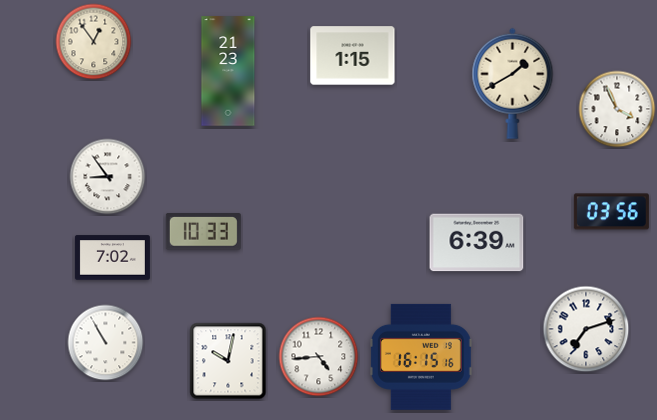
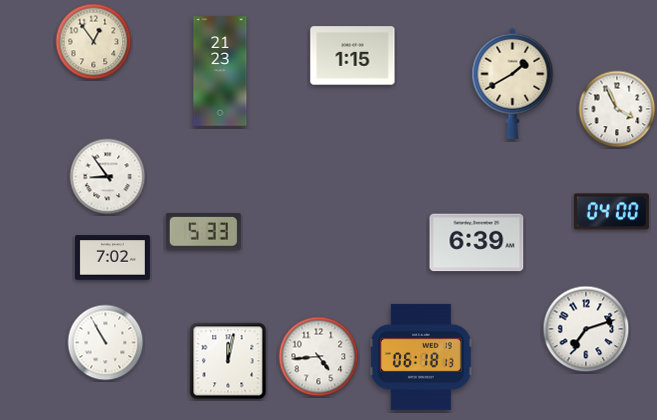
clock at (228, 71) position: (228, 71) -> (220, 71)
clock at (611, 212): 03:56 -> 04:00
clock at (203, 232): 10:33 -> 5:33
clock at (421, 357): 16:15 -> 06:18
clock at (228, 361): 10:02 -> 12:02
